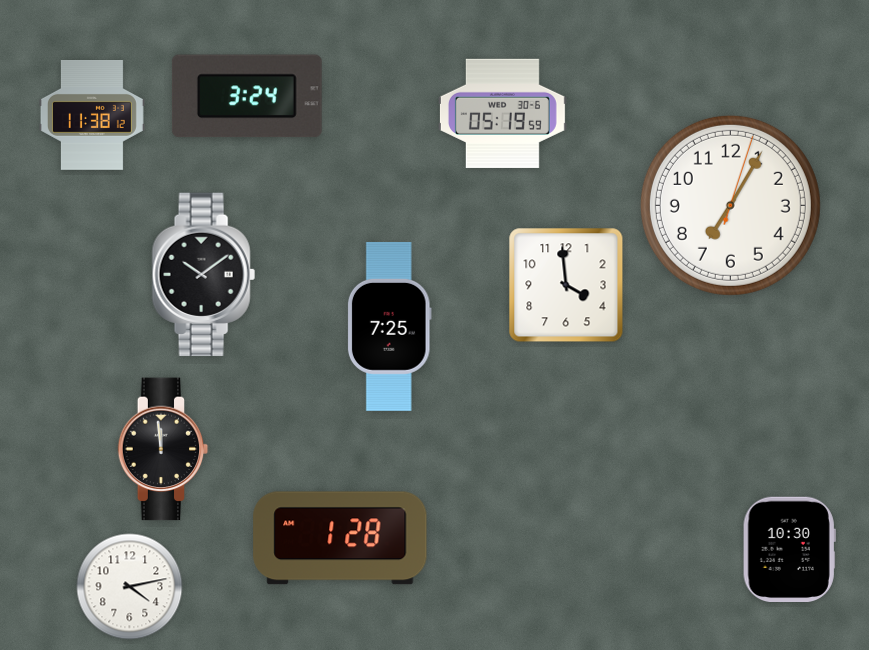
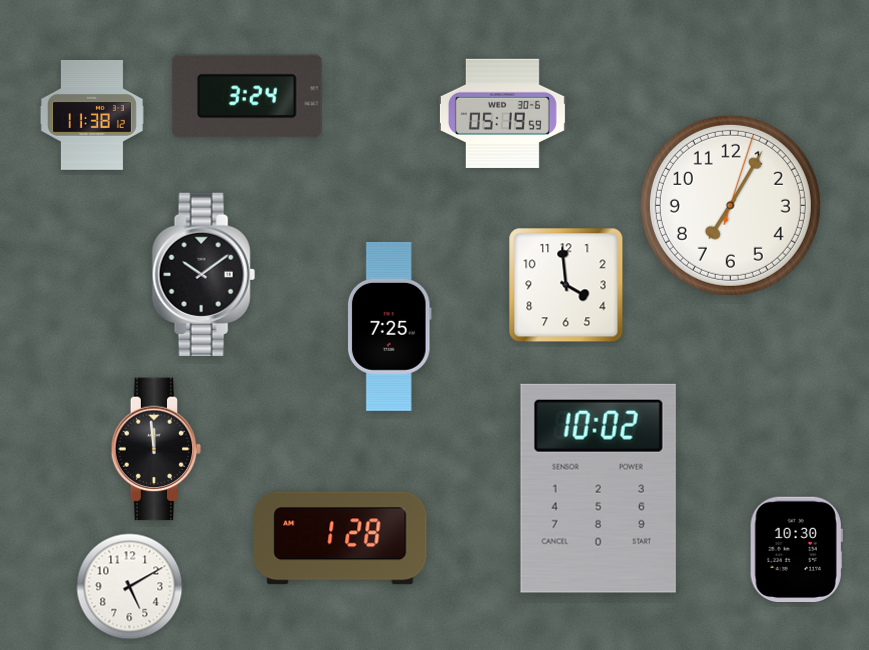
clock at (163, 449) position: (163, 449) -> (156, 449)
clock at (598, 488): none -> 10:02
clock at (789, 549) position: (789, 549) -> (796, 549)
clock at (130, 587): 4:13 -> 5:10
